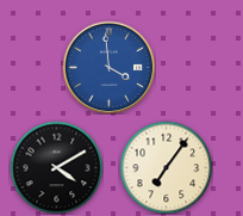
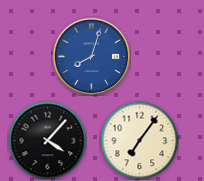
clock at (108, 67): 3:59 -> 8:03
clock at (56, 167): 4:10 -> 4:07
